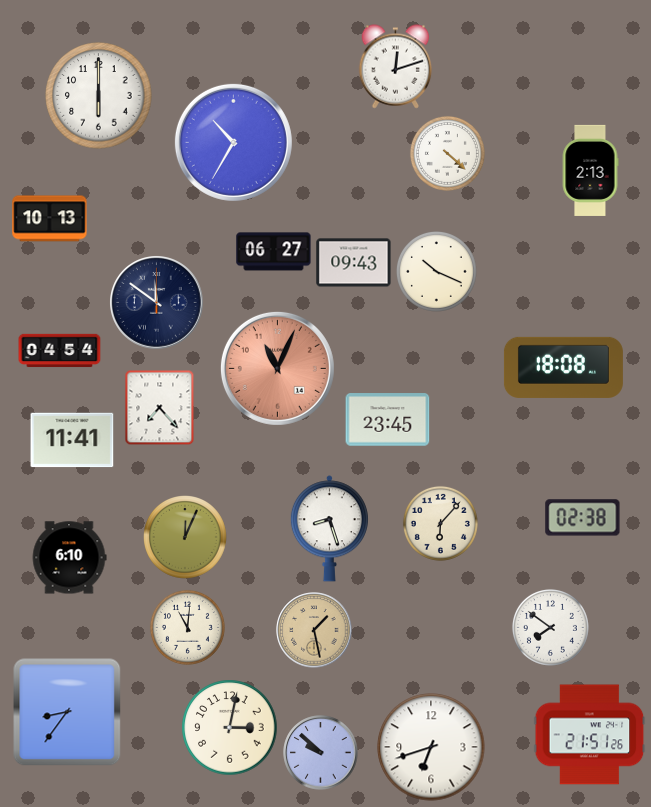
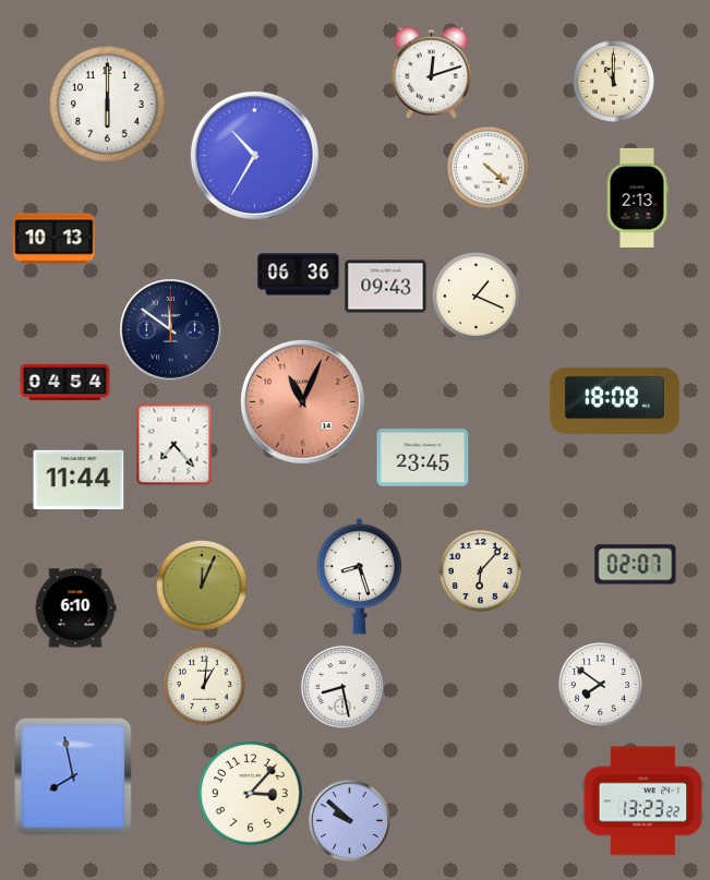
clock at (613, 81): none -> 11:00
clock at (590, 170) position: (590, 170) -> (637, 197)
clock at (274, 252): 06:27 -> 06:36
clock at (436, 271): 10:19 -> 1:19
clock at (72, 440): 11:41 -> 11:44
clock at (583, 518): 02:38 -> 02:07
clock at (187, 627): 11:01 -> 1:01
clock at (314, 630): 1:28 -> 8:28
clock at (314, 630) dial: champagne -> white
clock at (67, 712): 8:36 -> 7:58
clock at (230, 728): 3:02 -> 3:07
clock at (590, 735): 21:51 -> 13:23
clock at (431, 747): 6:42 -> none
